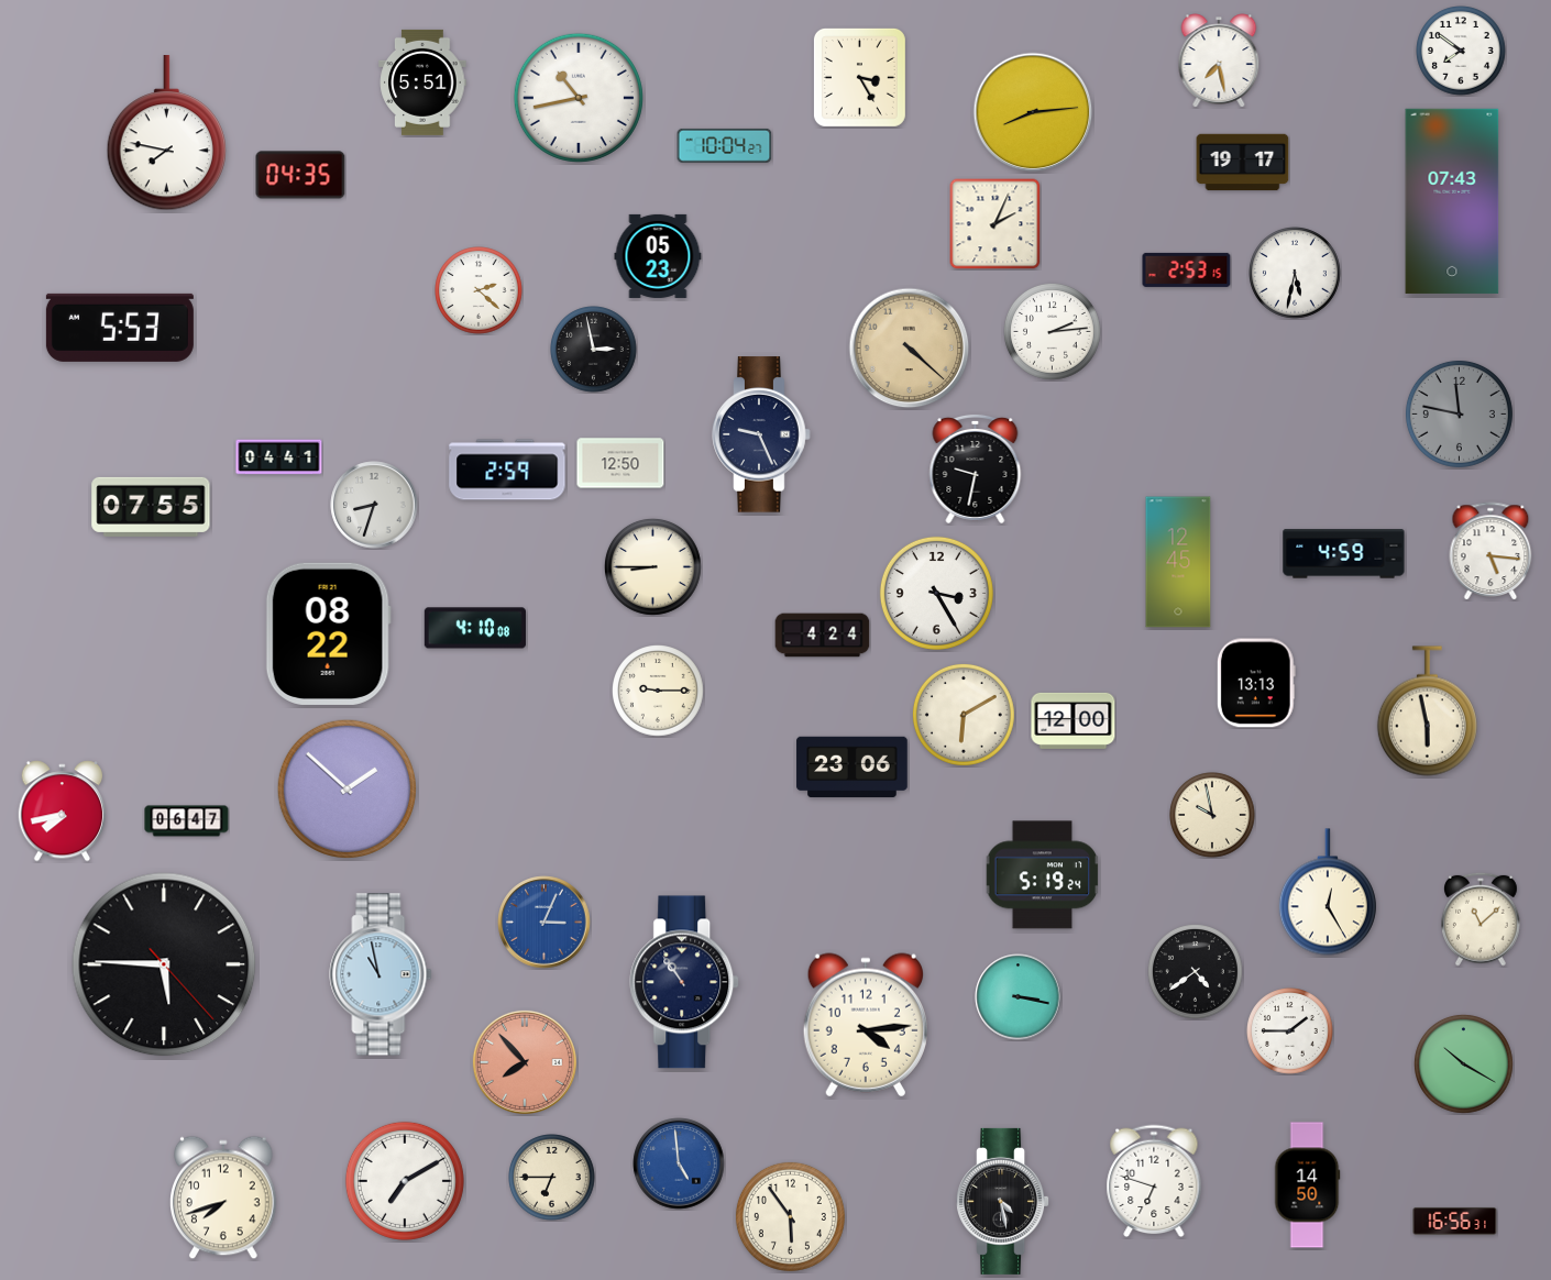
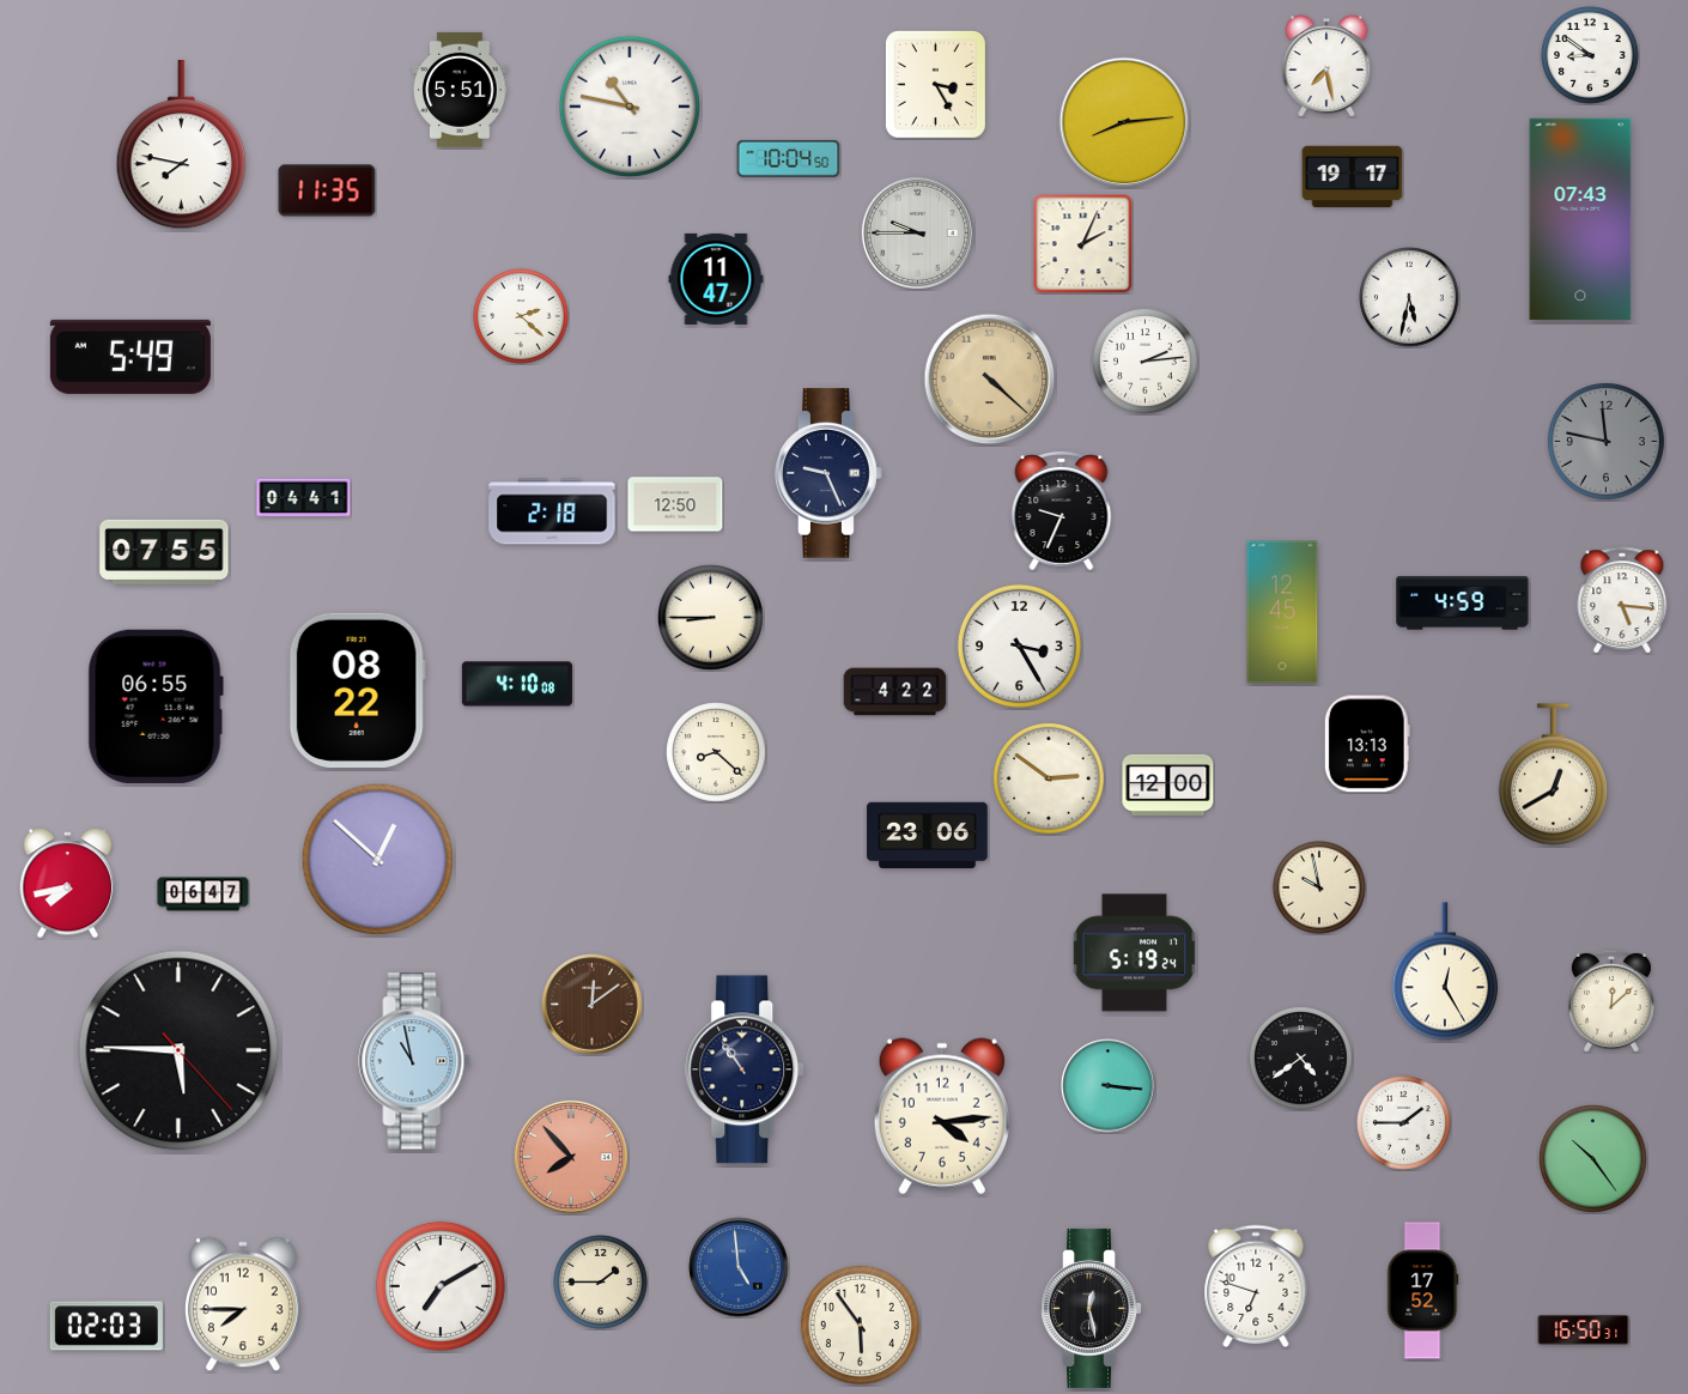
clock at (1461, 51): 7:51 -> 8:51
clock at (579, 98): 10:43 -> 10:47
clock at (725, 145): 10:04:27 -> 10:04:50
clock at (300, 175): 04:35 -> 11:35
clock at (917, 232): none -> 9:45
clock at (658, 256): 05:23 -> 11:47
clock at (1187, 269): 2:53 -> none
clock at (120, 328): 5:53 -> 5:49
clock at (594, 350): 2:58 -> none
clock at (1459, 413) position: (1459, 413) -> (1605, 441)
clock at (976, 468): 9:32 -> 9:34
clock at (507, 470): 2:59 -> 2:18
clock at (374, 505): 8:33 -> none
clock at (823, 636): 4:24 -> 4:22
clock at (156, 707): none -> 06:55
clock at (659, 692): 9:15 -> 8:22
clock at (1427, 711): 5:58 -> 12:40
clock at (964, 715): 6:10 -> 2:51
clock at (346, 788): 1:52 -> 12:52
clock at (1482, 919): 11:08 -> 12:08
clock at (544, 923): 3:04 -> 12:09
clock at (544, 923) dial: blue -> brown
clock at (1019, 997): 3:17 -> 3:16
clock at (1463, 1063): 10:20 -> 10:24
clock at (552, 1178): 6:45 -> 1:45
clock at (1308, 1185): 14:50 -> 17:52
clock at (224, 1198): 7:42 -> 7:45
clock at (1003, 1201): 4:28 -> 12:28
clock at (107, 1326): none -> 02:03
clock at (1455, 1221): 16:56 -> 16:50
